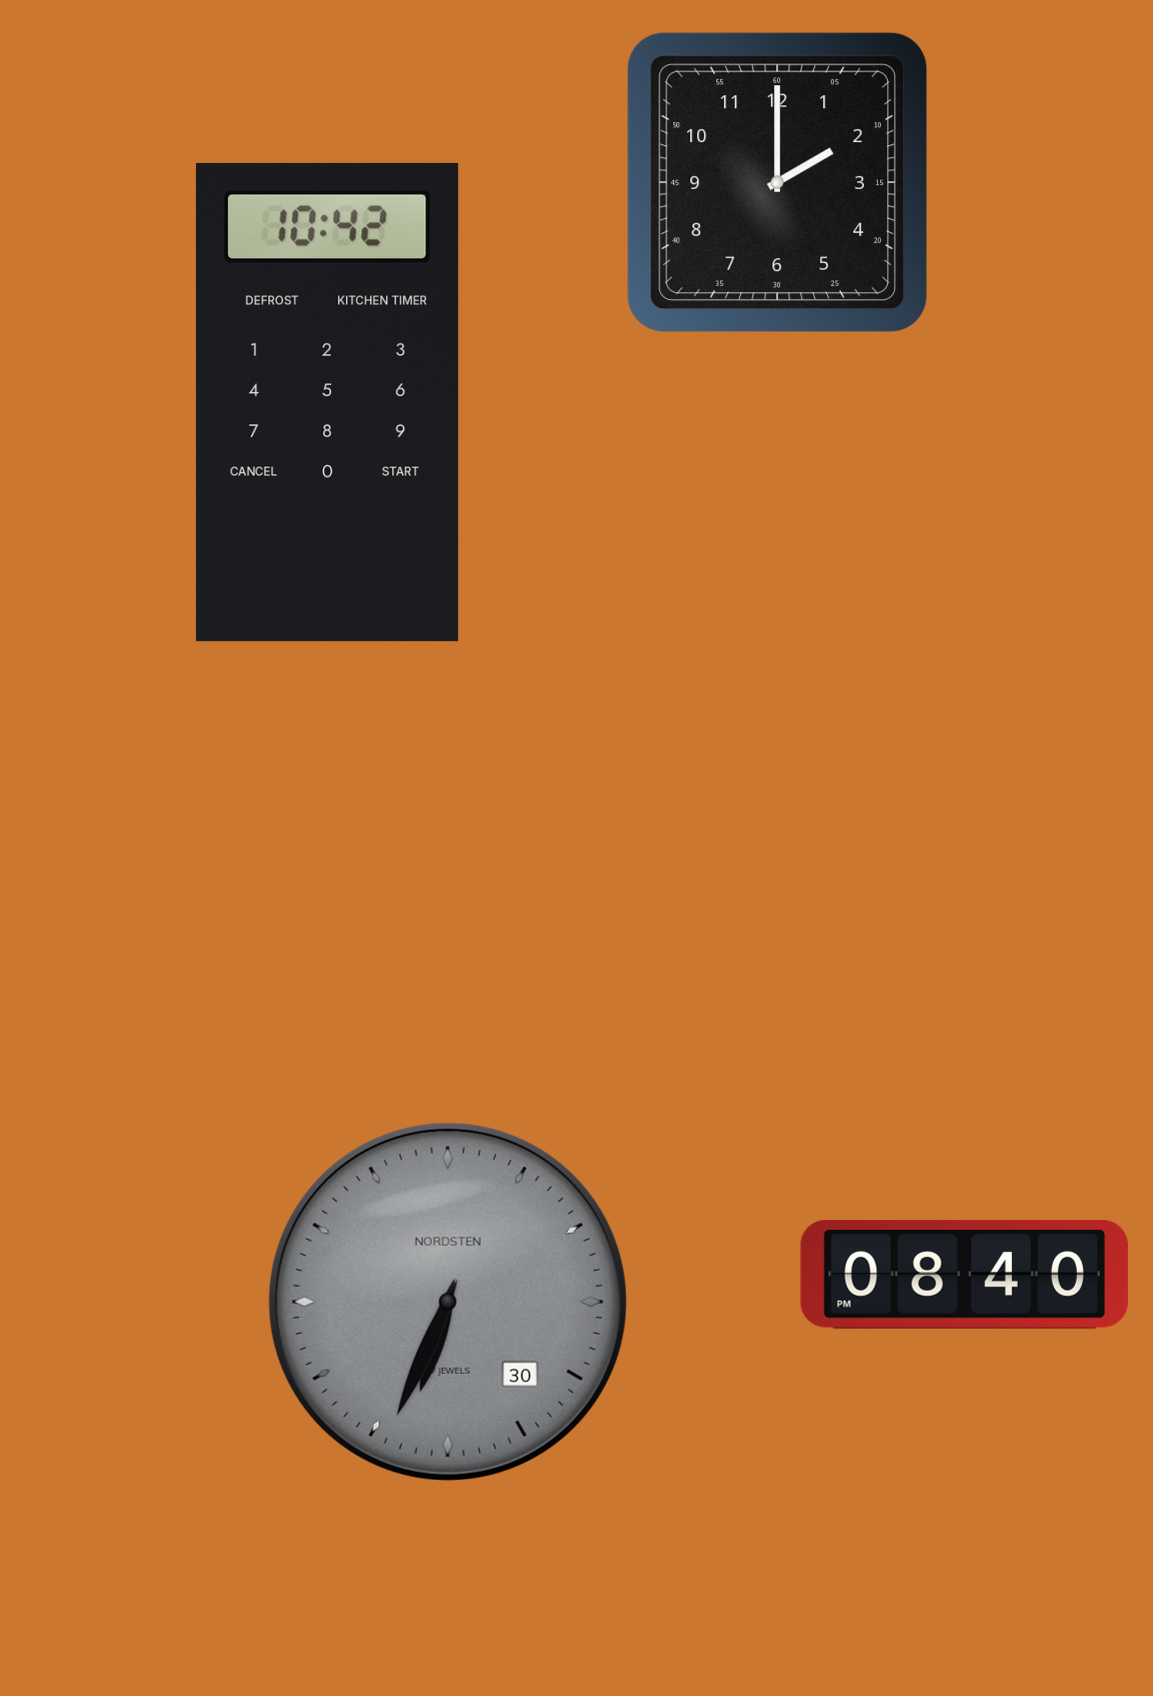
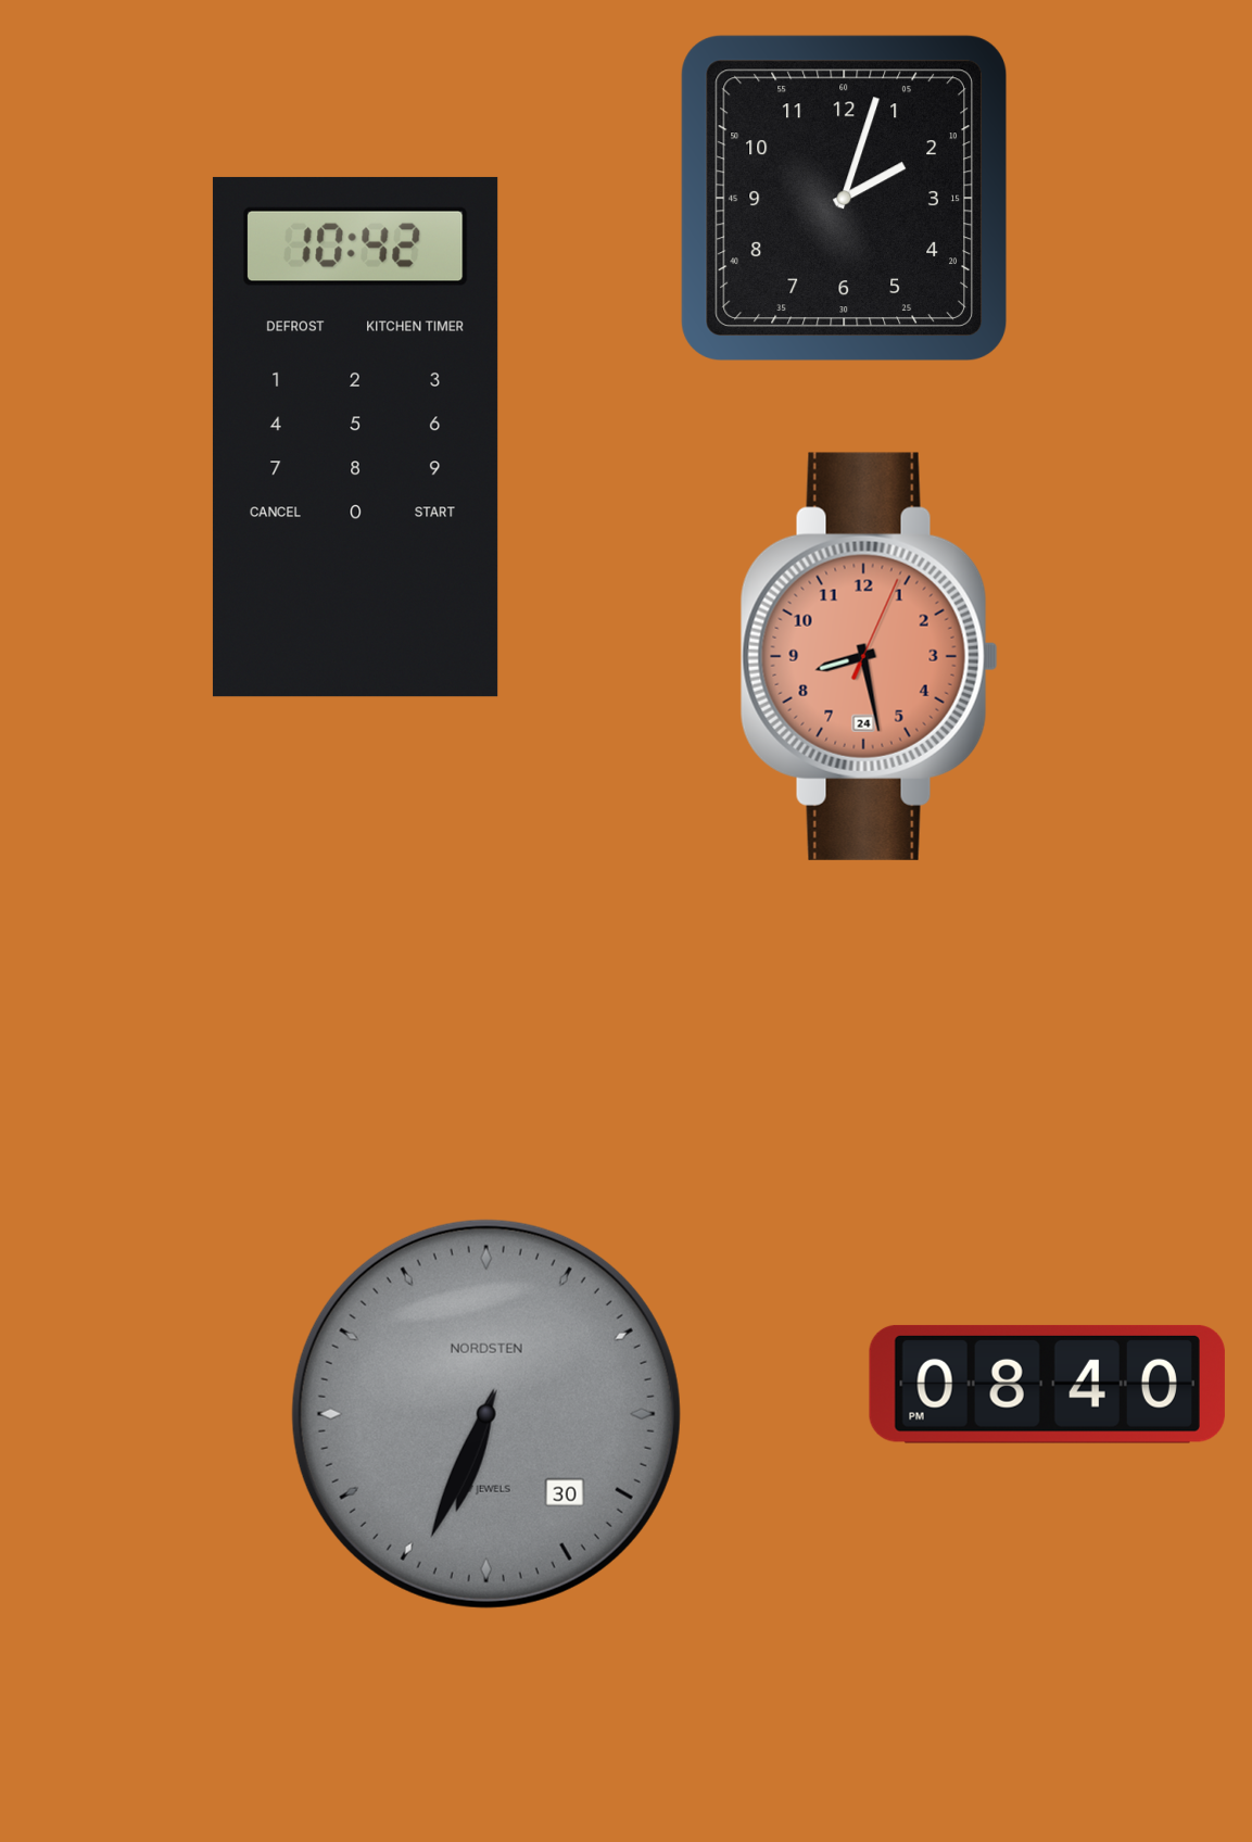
clock at (777, 182): 2:00 -> 2:03
clock at (869, 656): none -> 8:28
